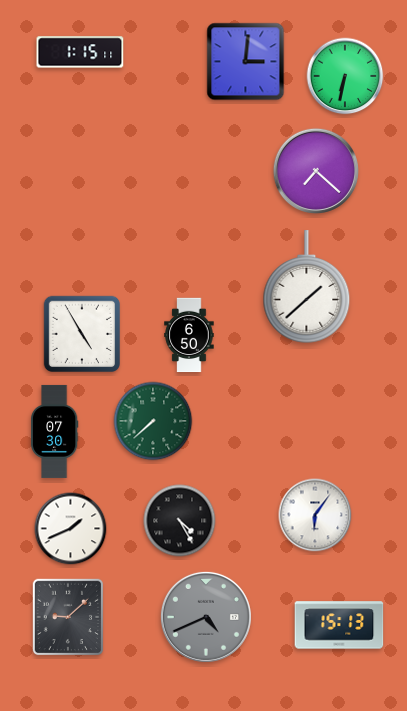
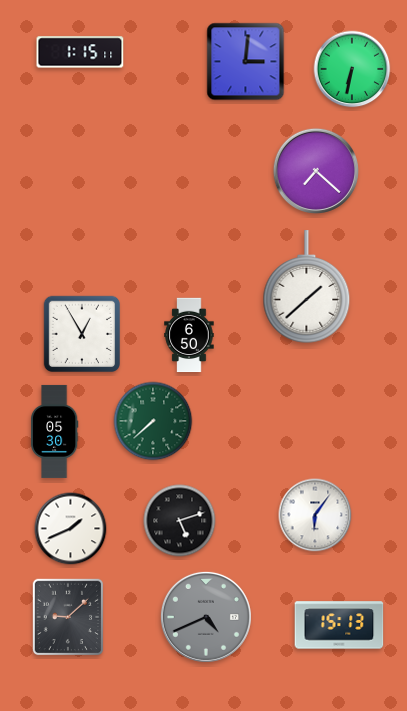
clock at (345, 76) position: (345, 76) -> (352, 69)
clock at (82, 334): 4:55 -> 12:55
clock at (54, 431): 07:30 -> 05:30
clock at (180, 521): 4:25 -> 5:12
